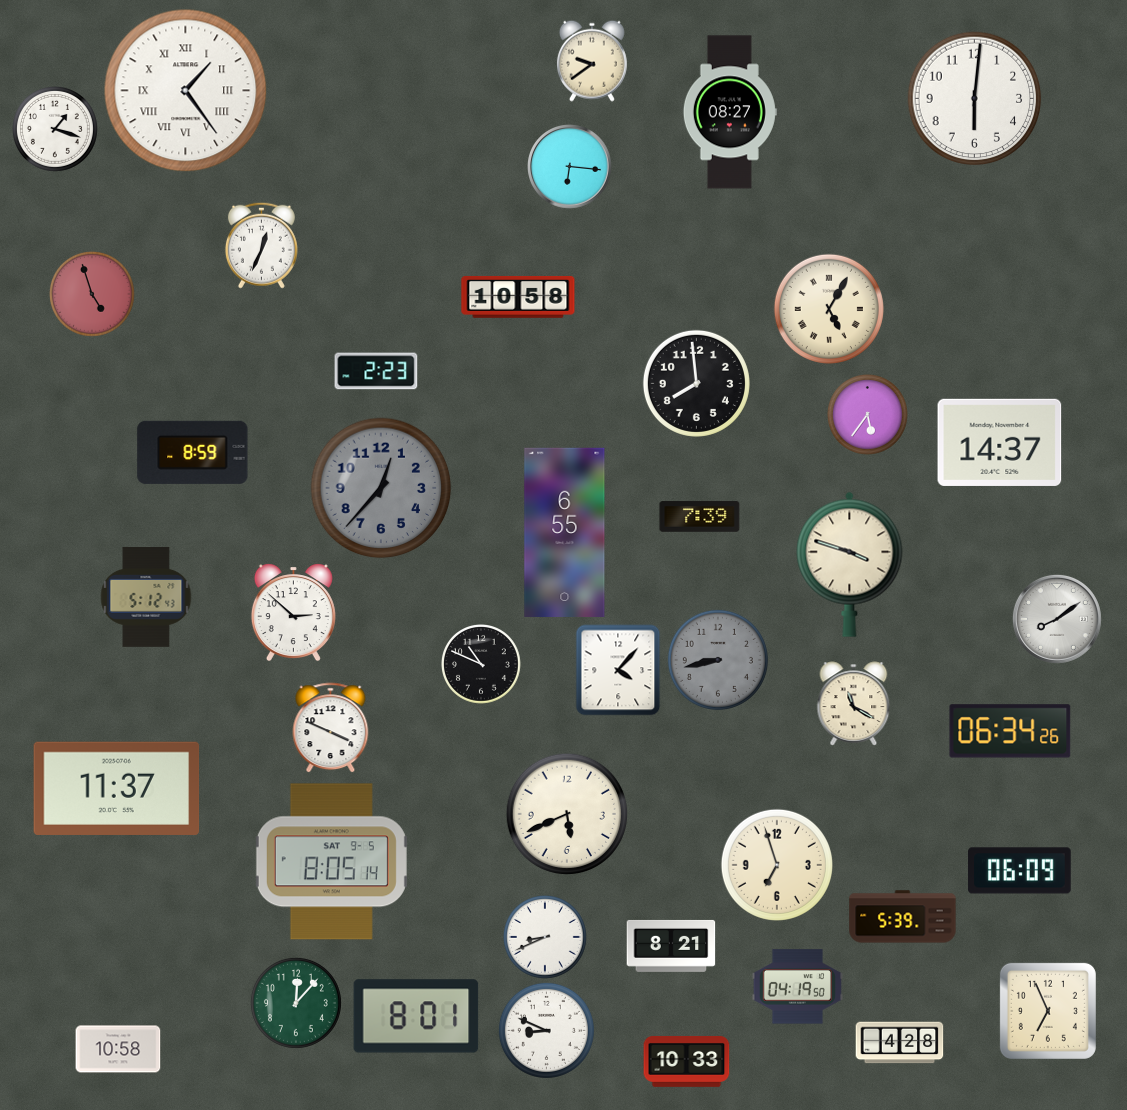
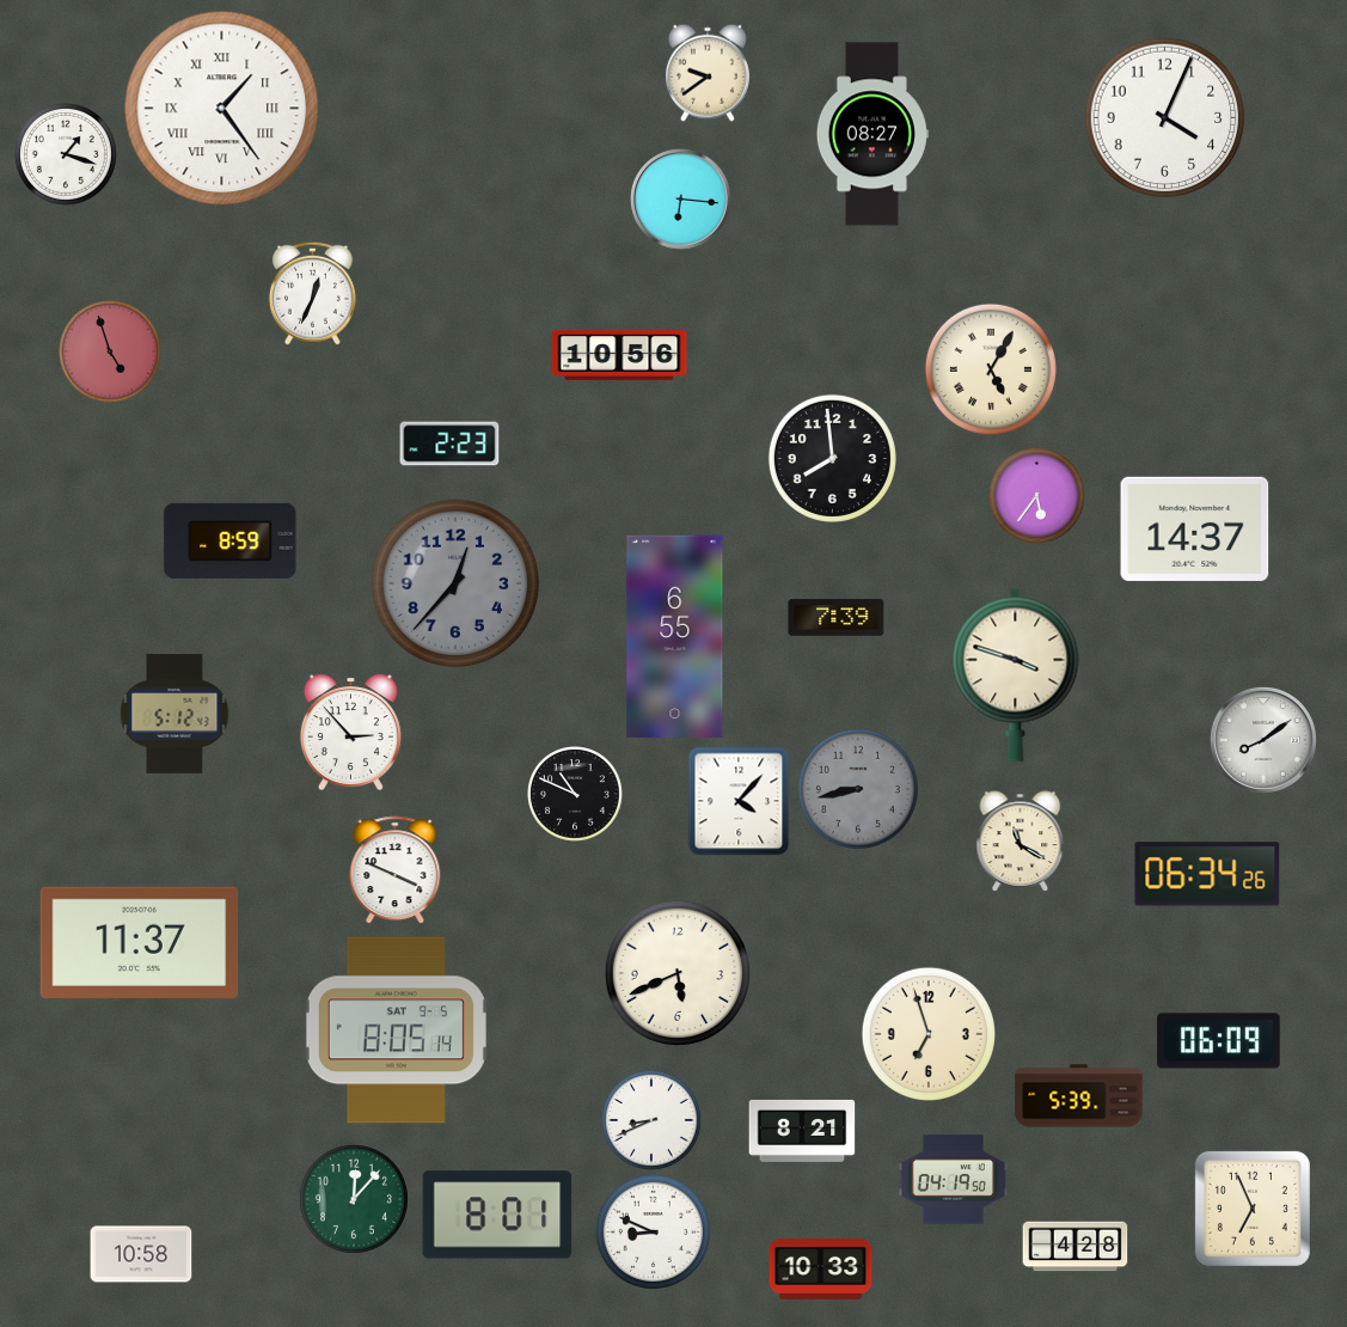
clock at (975, 99): 6:01 -> 4:04
clock at (518, 297): 10:58 -> 10:56
clock at (293, 613): 2:52 -> 2:53
